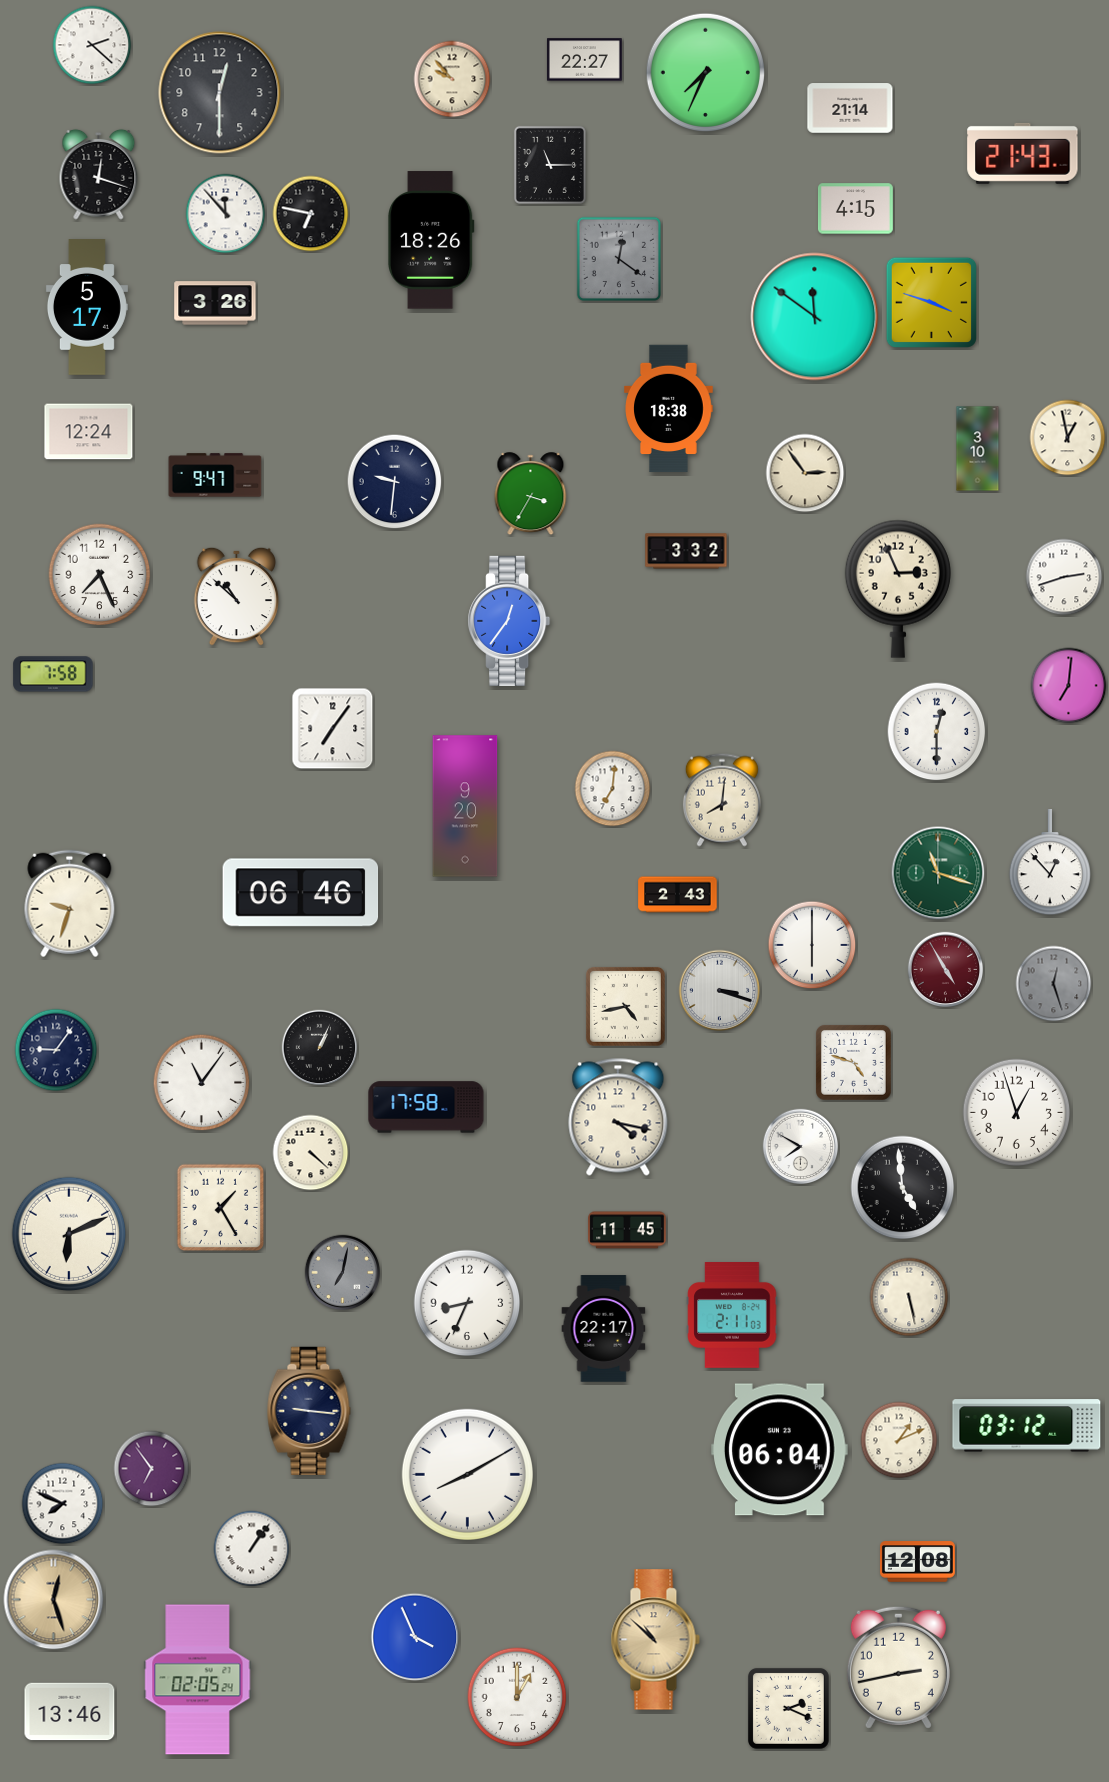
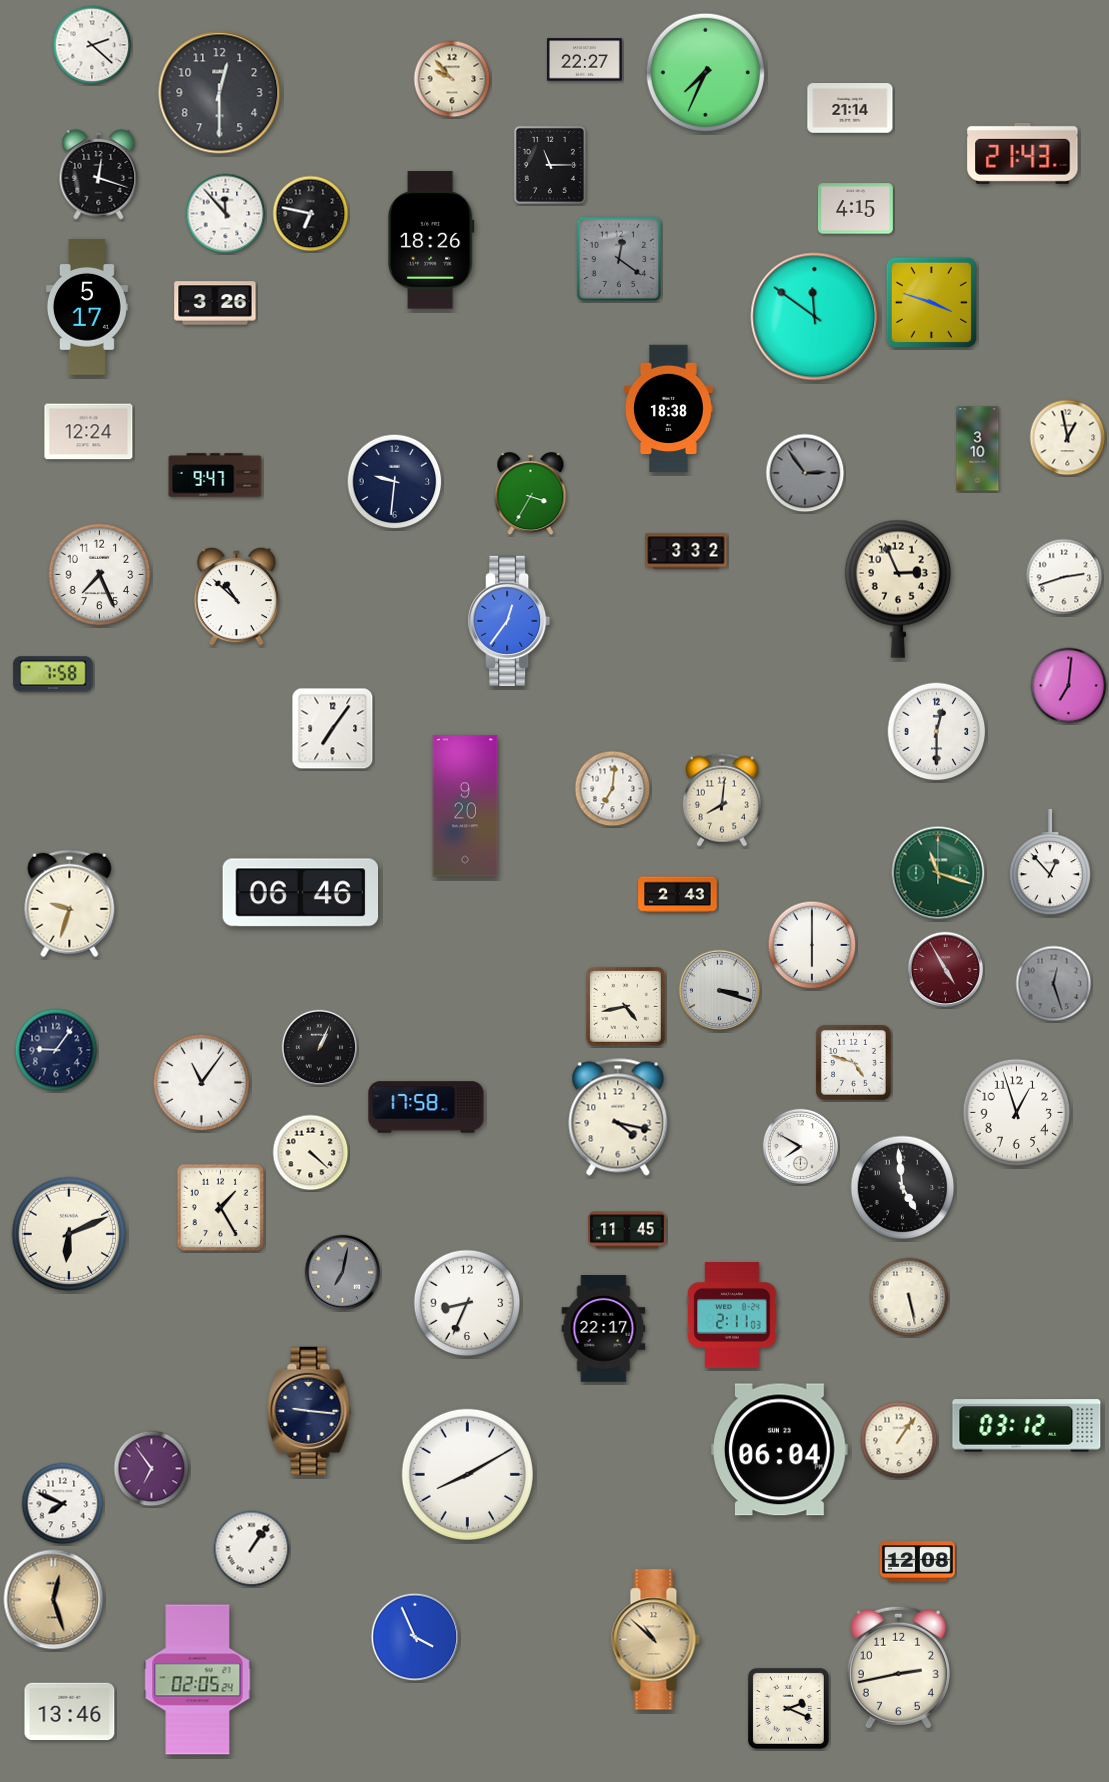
clock at (805, 473) dial: cream -> grey
clock at (899, 1440): 1:11 -> 1:06
clock at (517, 1697): 1:00 -> none
